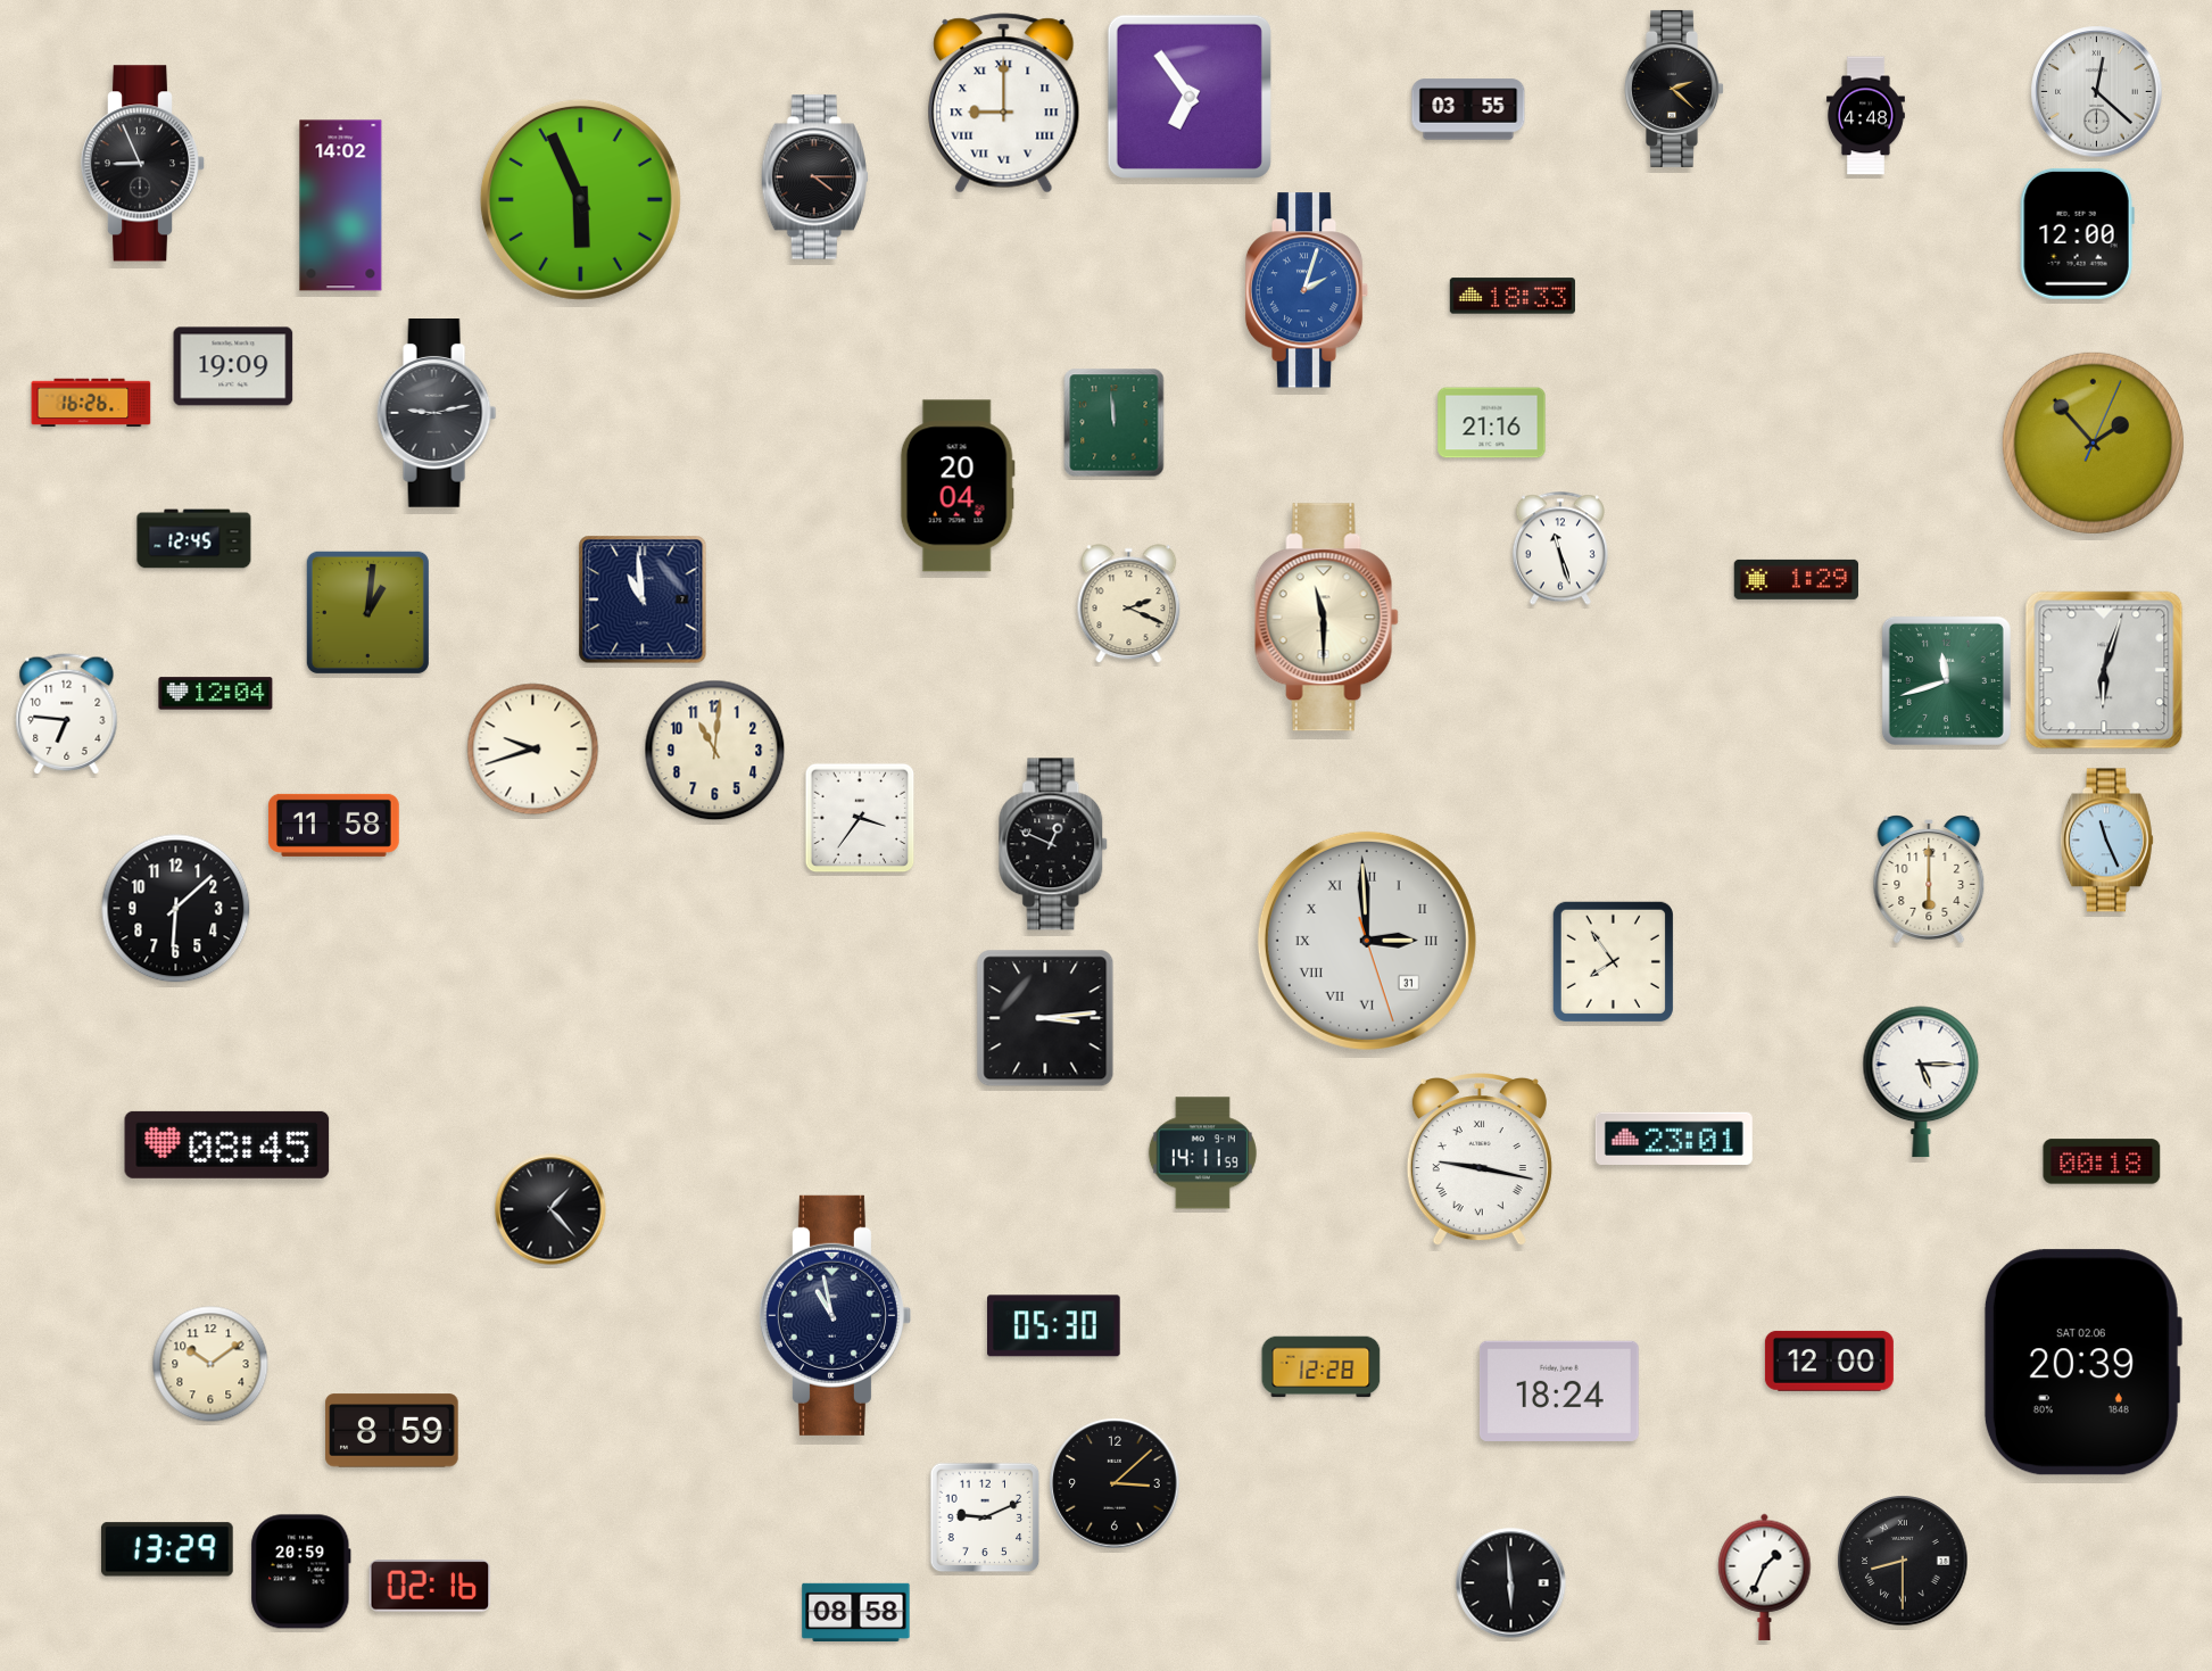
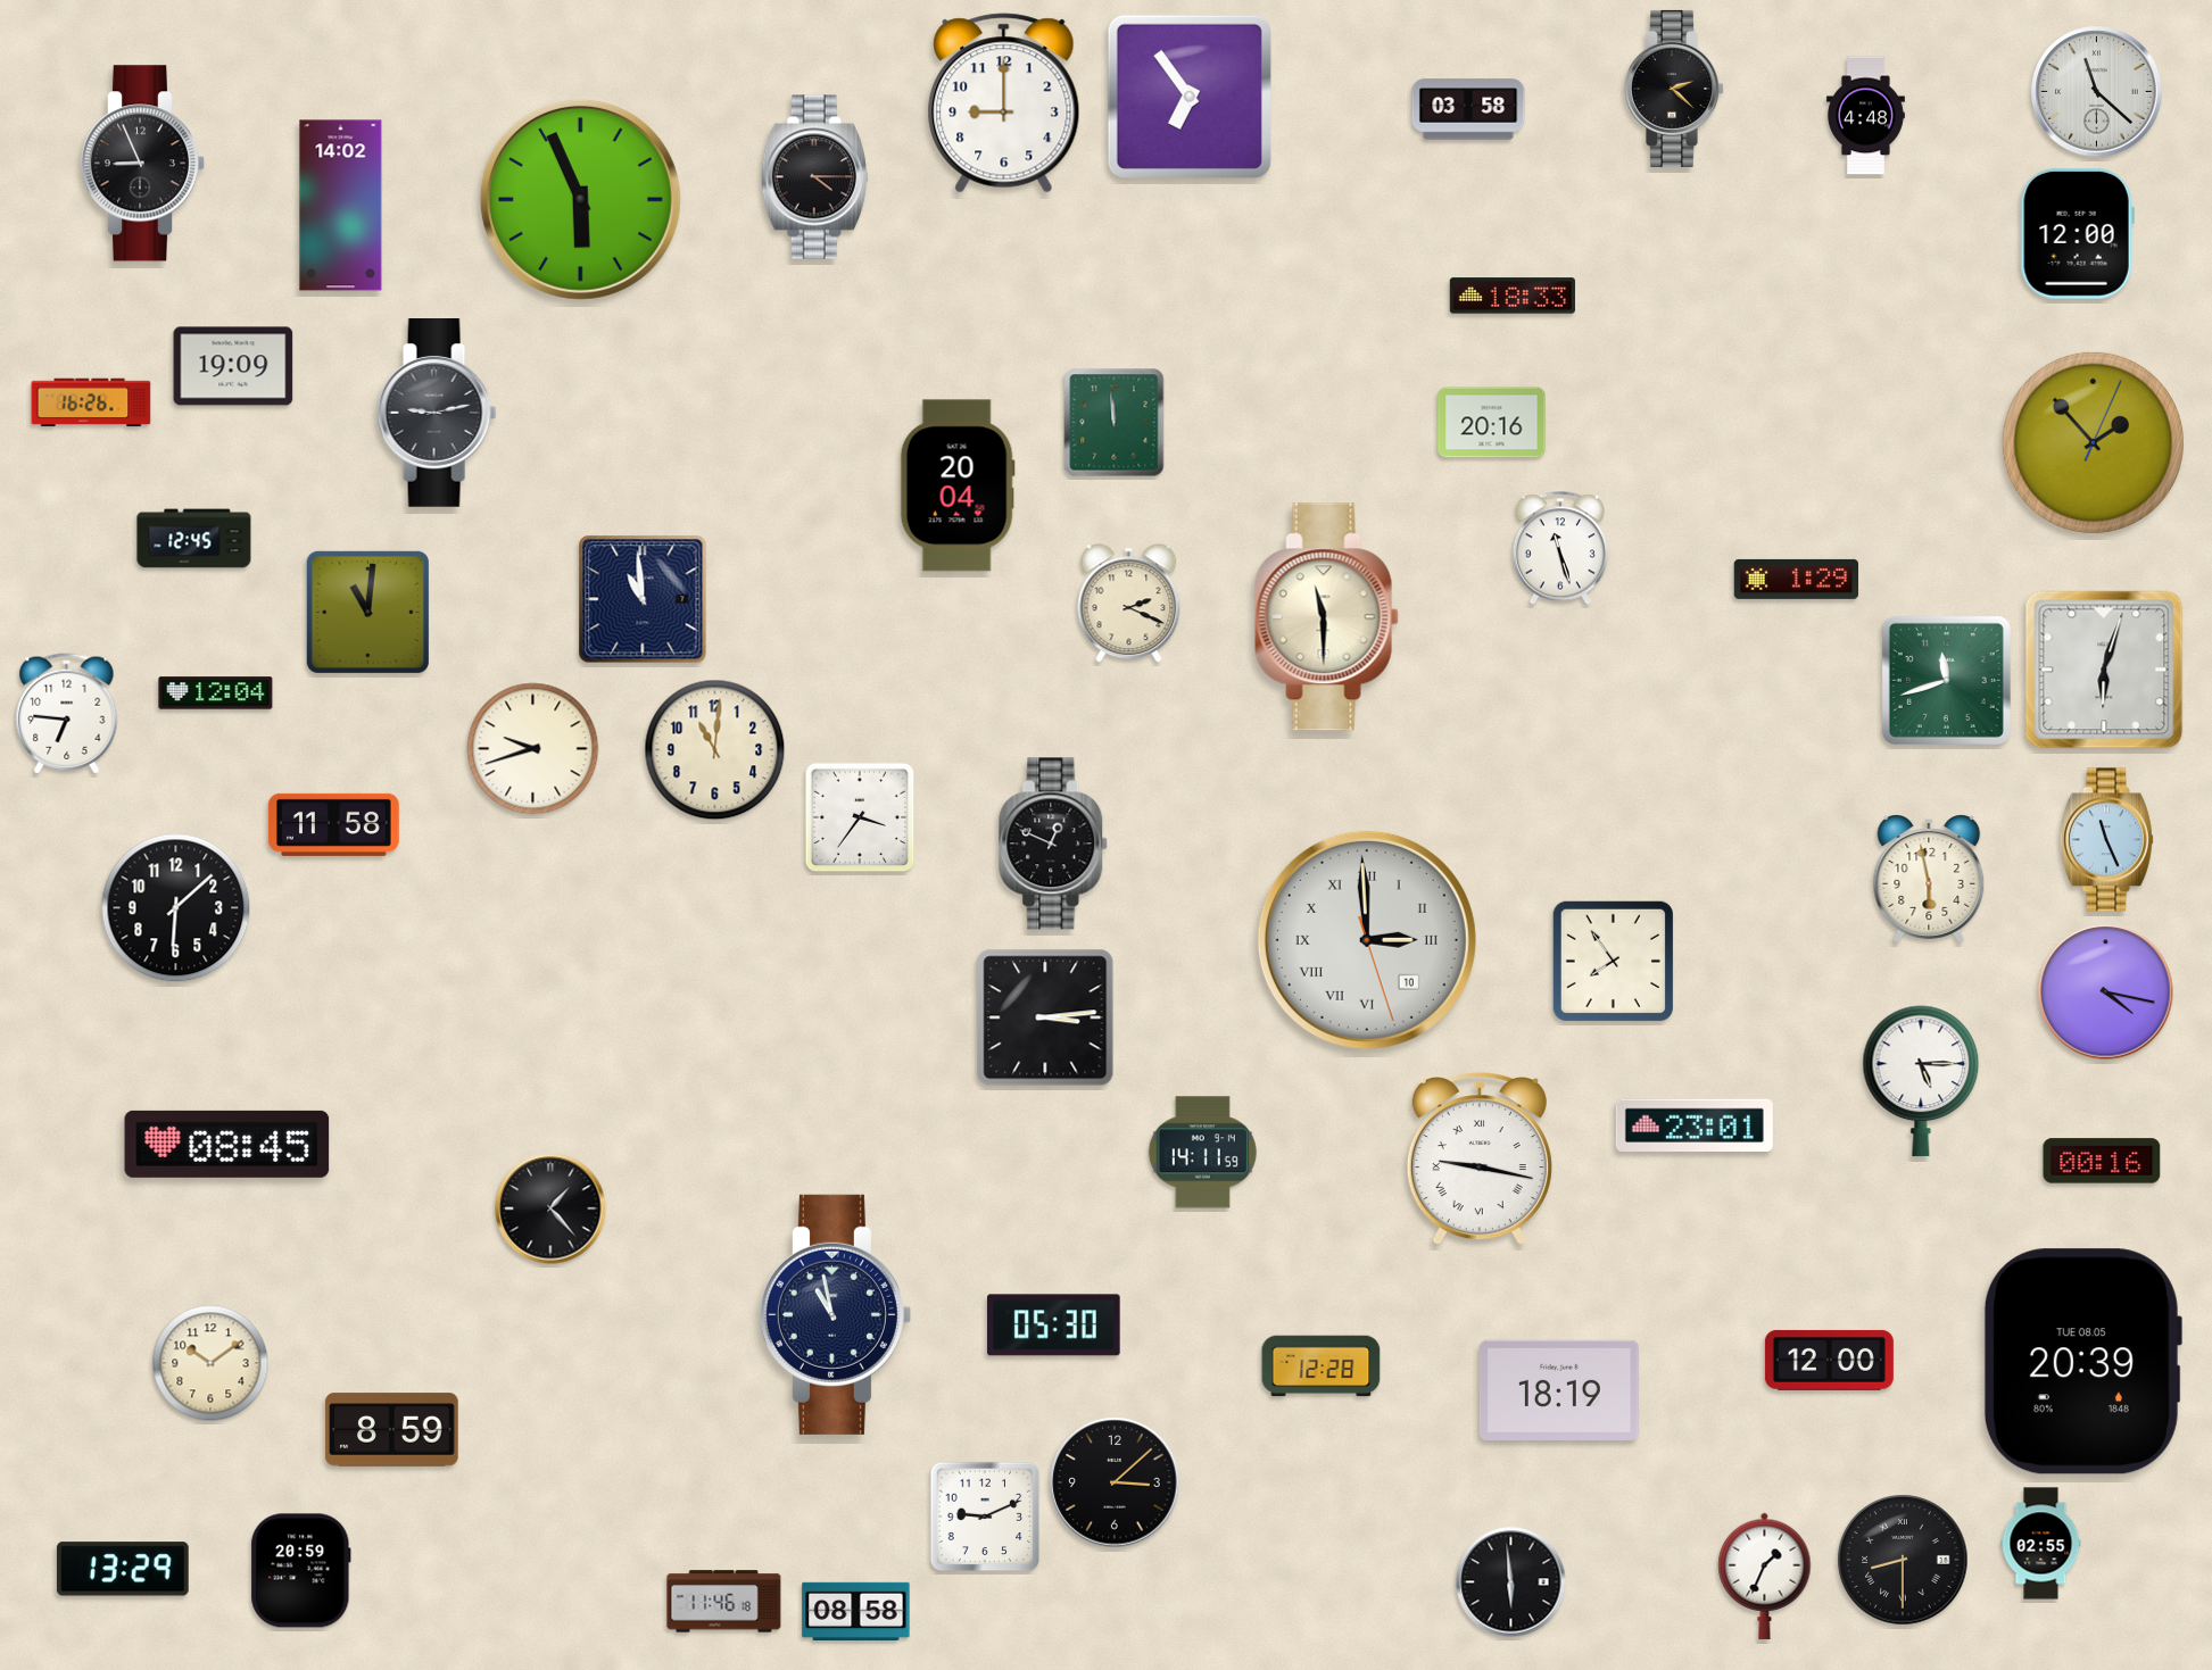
clock at (2097, 92): 12:22 -> 11:22
clock at (1004, 104) numerals: Roman -> Arabic
clock at (1468, 109): 03:55 -> 03:58
clock at (1307, 290): 2:03 -> none
clock at (1492, 423): 21:16 -> 20:16
clock at (367, 612): 1:01 -> 11:01
clock at (1929, 879): 6:00 -> 5:58
clock at (1367, 941) date: 31 -> 10
clock at (2106, 992): none -> 4:17
clock at (1674, 1138) position: (1674, 1138) -> (1695, 1124)
clock at (2102, 1161): 00:18 -> 00:16
clock at (2082, 1363) date: SAT 02.06 -> TUE 08.05
clock at (1559, 1391): 18:24 -> 18:19
clock at (2041, 1544): none -> 02:55
clock at (167, 1549) position: (167, 1549) -> (123, 1569)
clock at (430, 1586): 02:16 -> none
clock at (724, 1602): none -> 11:46
